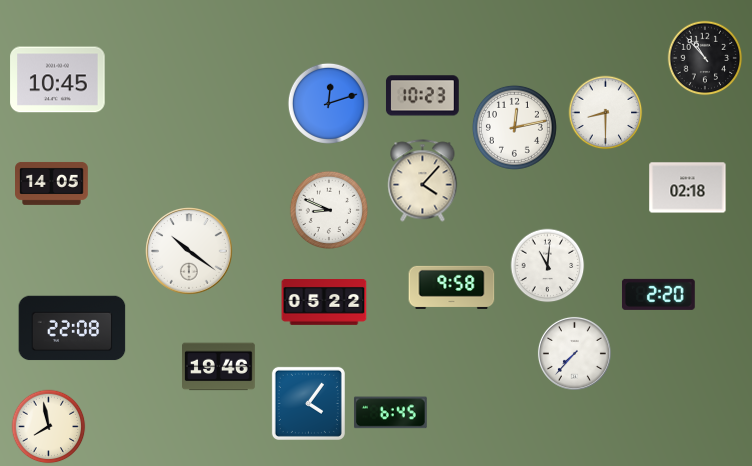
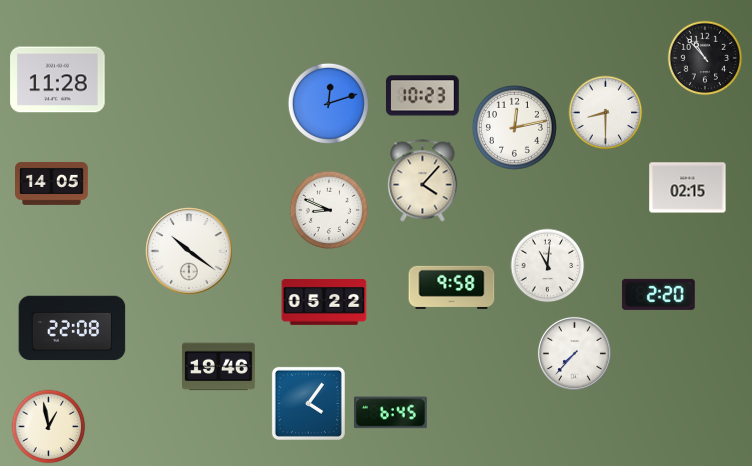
clock at (58, 80): 10:45 -> 11:28
clock at (688, 188): 02:18 -> 02:15
clock at (49, 427): 7:58 -> 12:58
